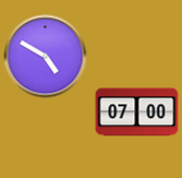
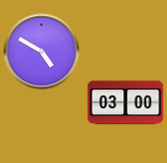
clock at (137, 112): 07:00 -> 03:00
